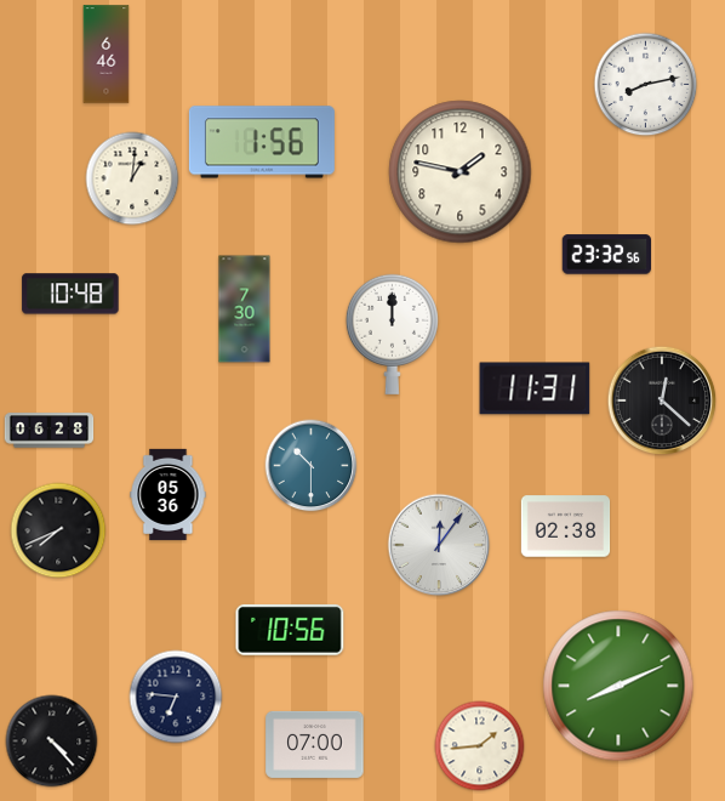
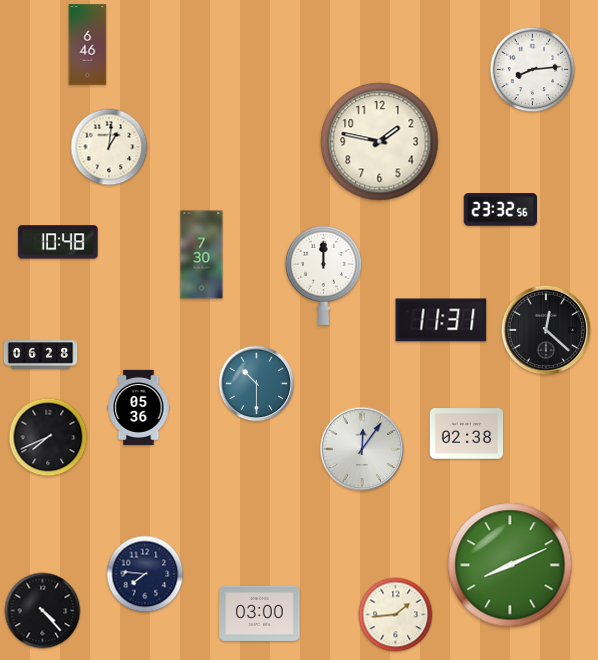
clock at (646, 85): 8:13 -> 8:14
clock at (262, 142): 1:56 -> none
clock at (290, 630): 10:56 -> none
clock at (176, 697): 6:46 -> 7:46
clock at (315, 744): 07:00 -> 03:00
